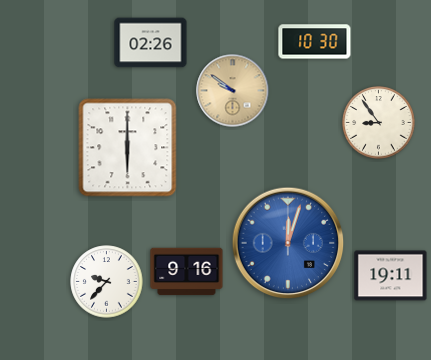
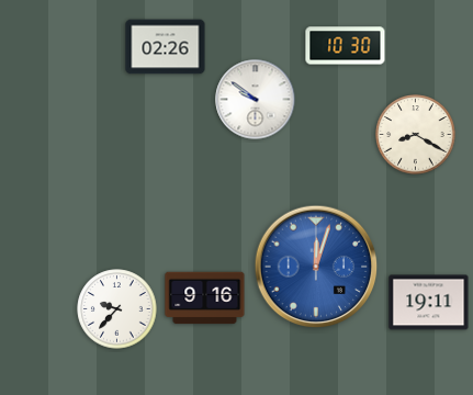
clock at (233, 91) dial: champagne -> white
clock at (379, 123): 8:54 -> 8:20
clock at (128, 148): 6:00 -> none
